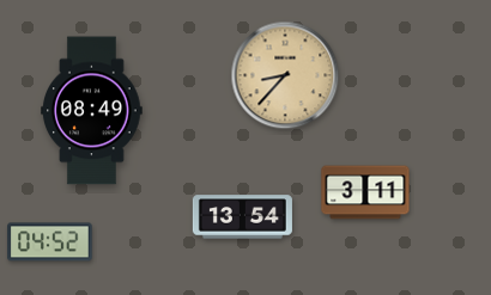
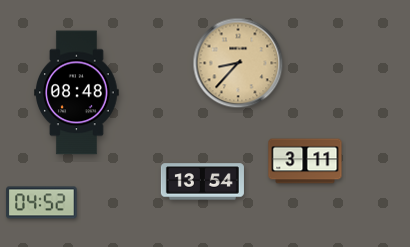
clock at (92, 111): 08:49 -> 08:48
